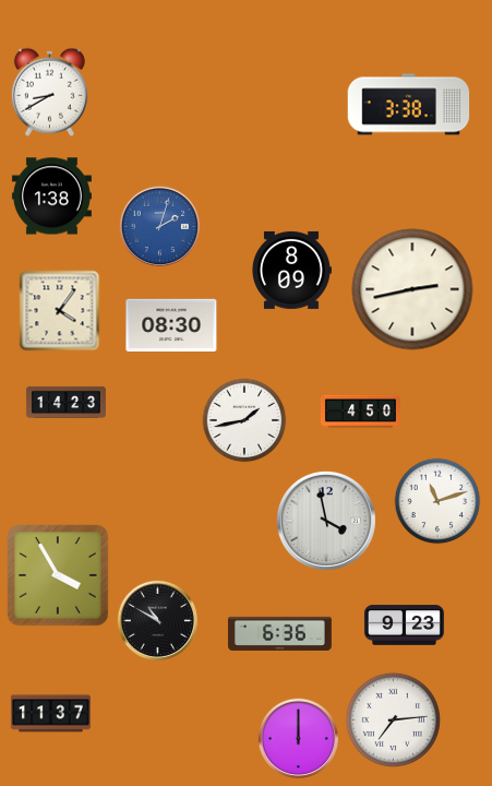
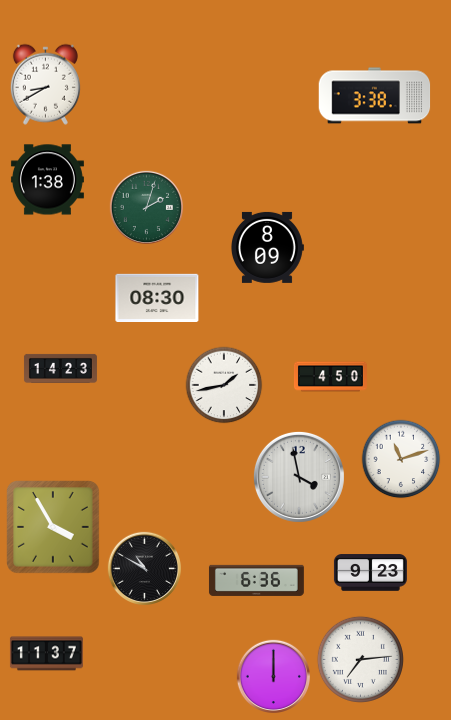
clock at (159, 226) dial: blue -> green
clock at (412, 289): 2:43 -> none
clock at (60, 311): 4:06 -> none
